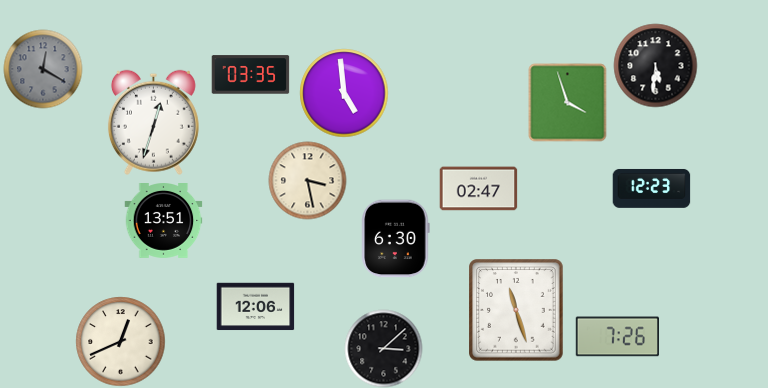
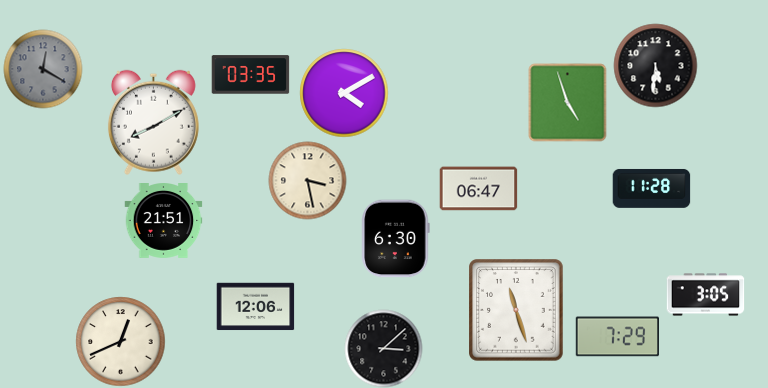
clock at (344, 93): 4:59 -> 4:10
clock at (567, 102): 3:57 -> 4:57
clock at (153, 122): 12:33 -> 8:10
clock at (651, 188): 12:23 -> 11:28
clock at (478, 189): 02:47 -> 06:47
clock at (163, 221): 13:51 -> 21:51
clock at (705, 295): none -> 3:05
clock at (617, 337): 7:26 -> 7:29
